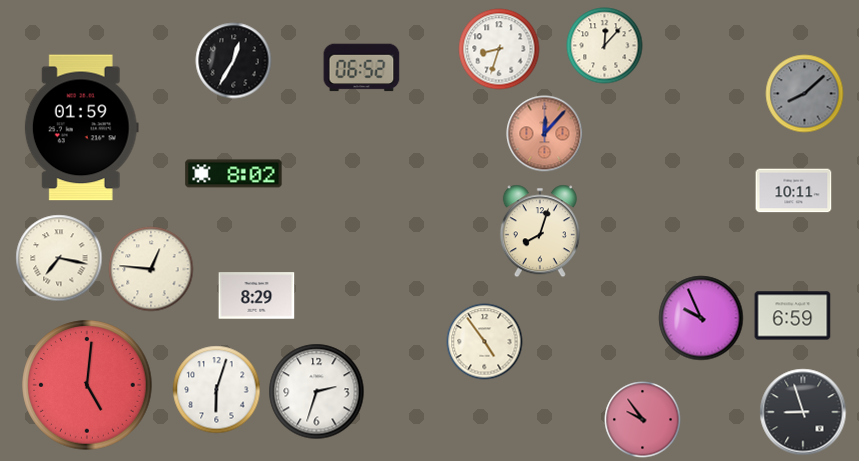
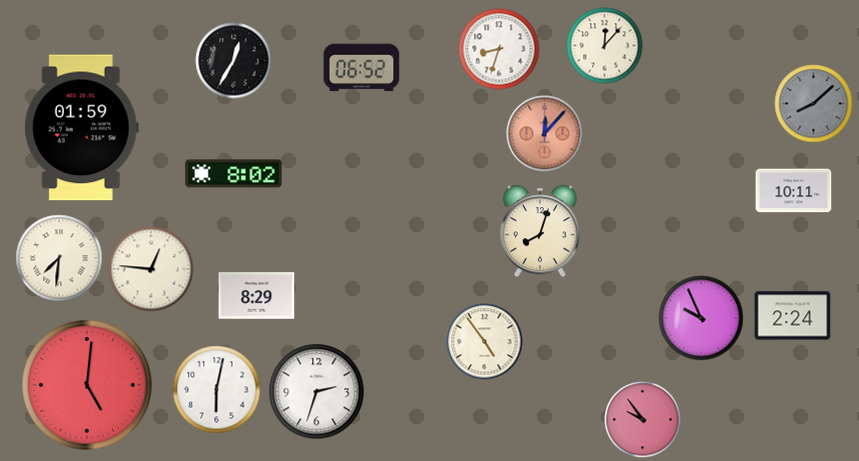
clock at (805, 94) position: (805, 94) -> (814, 104)
clock at (59, 258): 7:17 -> 7:31
clock at (793, 316): 6:59 -> 2:24
clock at (217, 390): 6:03 -> 6:02
clock at (803, 412): 8:57 -> none
